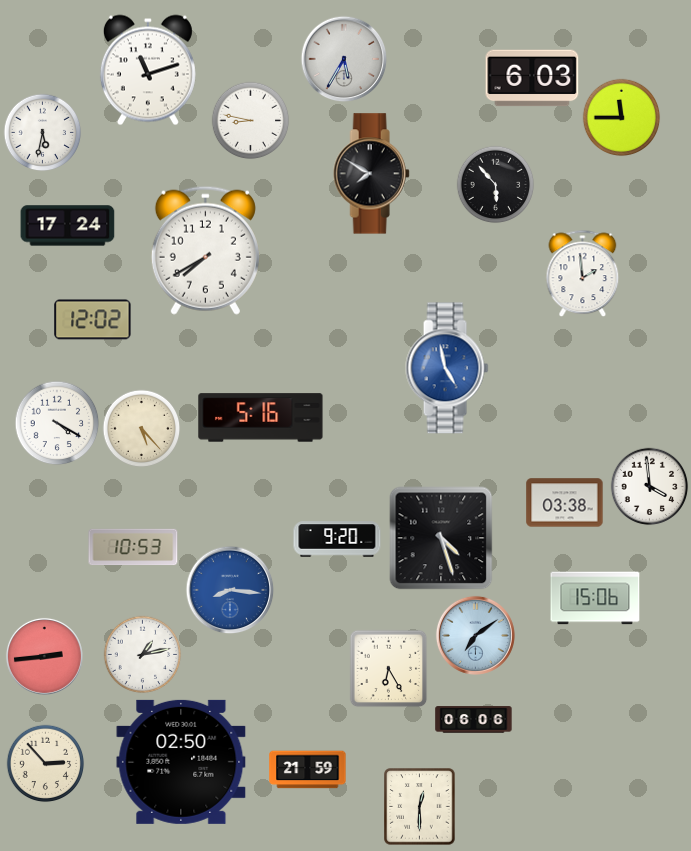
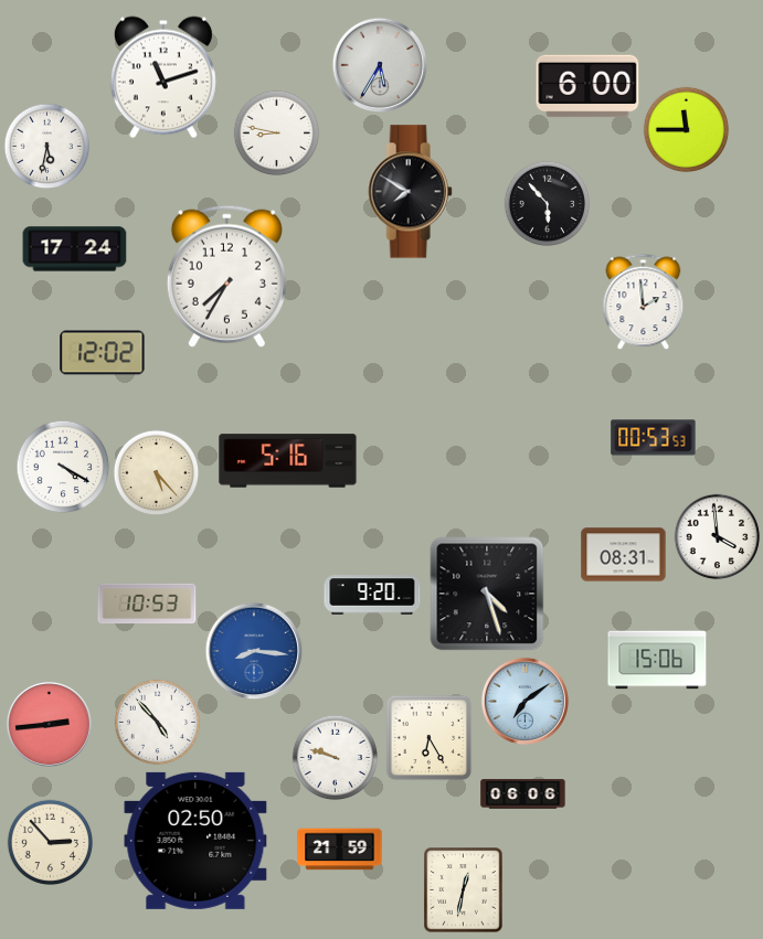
clock at (532, 78): 6:03 -> 6:00
clock at (205, 250): 7:40 -> 7:35
clock at (447, 368): 4:58 -> none
clock at (654, 438): none -> 00:53
clock at (565, 503): 03:38 -> 08:31
clock at (142, 654): 1:13 -> 4:53
clock at (335, 757): none -> 9:48
clock at (181, 762) position: (181, 762) -> (195, 841)
clock at (420, 807): 12:30 -> 12:32
